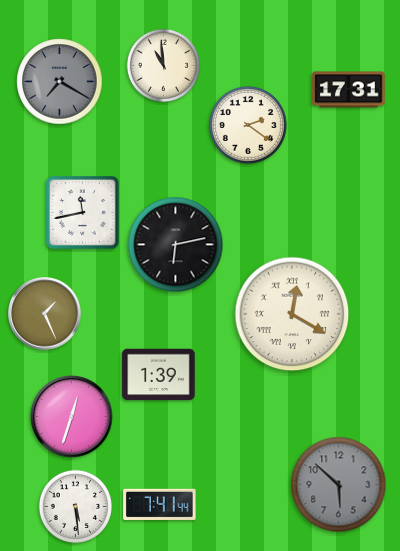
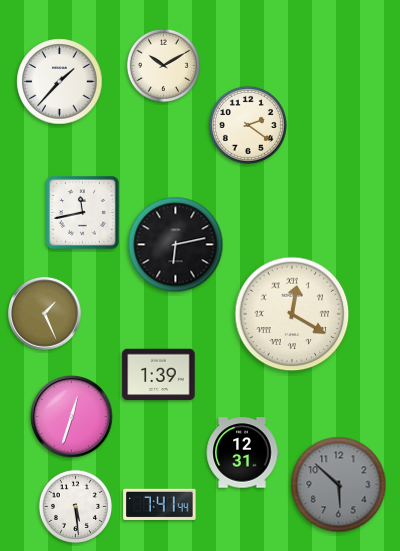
clock at (163, 65): 10:59 -> 10:10
clock at (60, 82): 7:20 -> 1:37
clock at (60, 82) dial: grey -> white
clock at (349, 90): 17:31 -> none
clock at (242, 453): none -> 12:31
